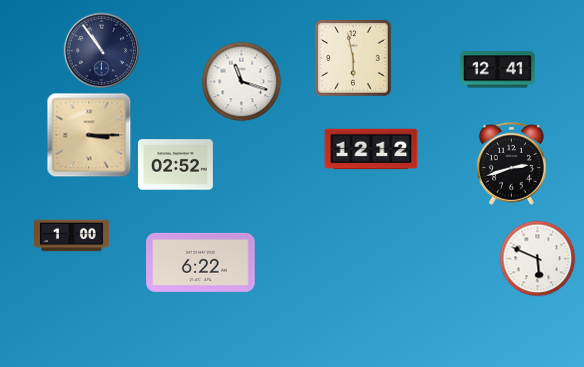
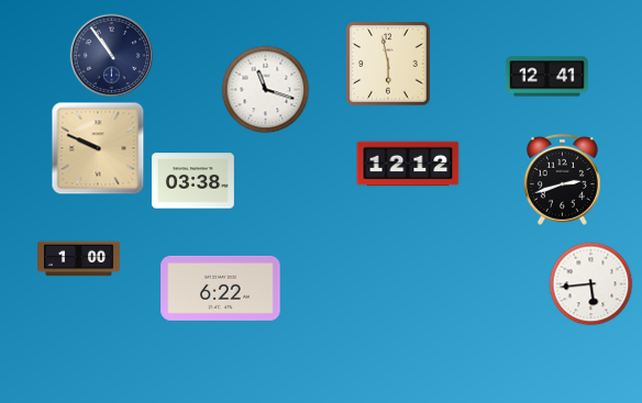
clock at (89, 135): 3:15 -> 9:49
clock at (175, 165): 02:52 -> 03:38
clock at (538, 259): 5:49 -> 5:44
